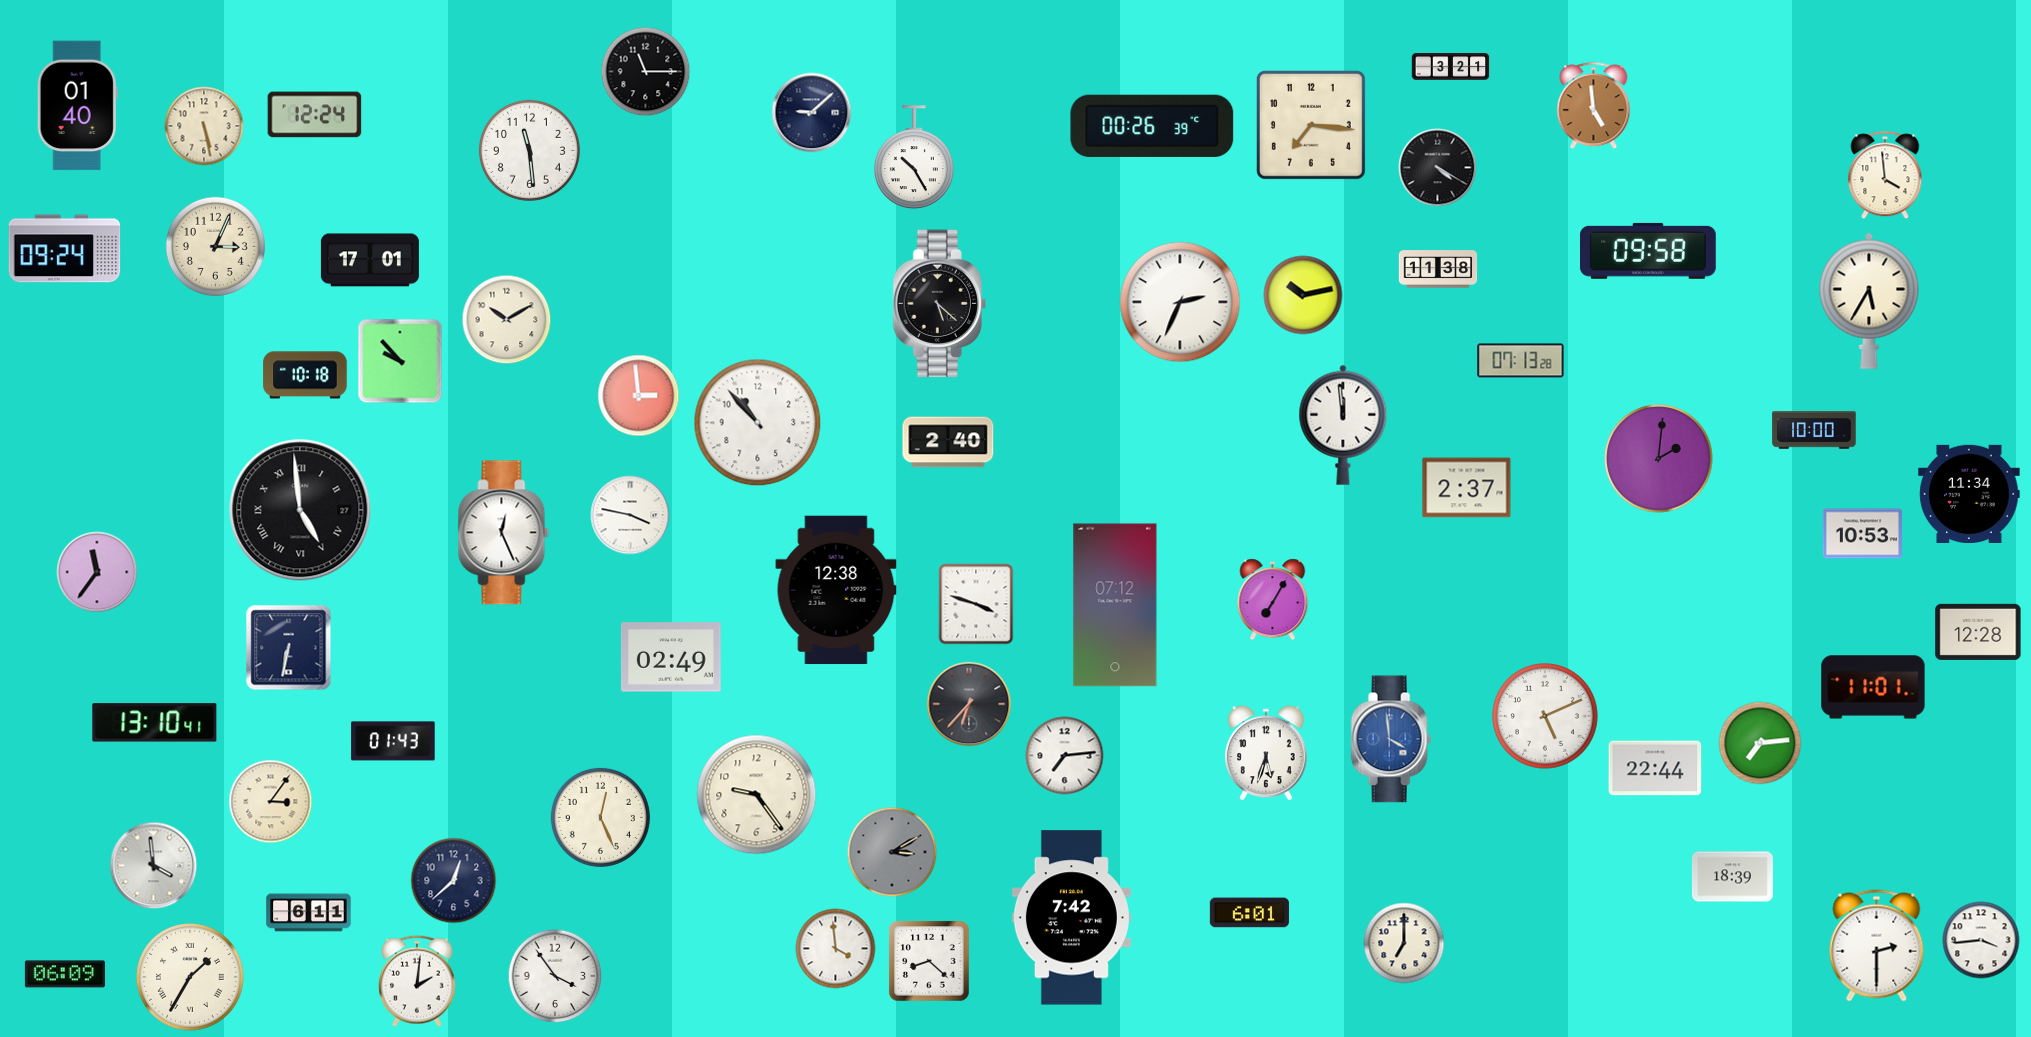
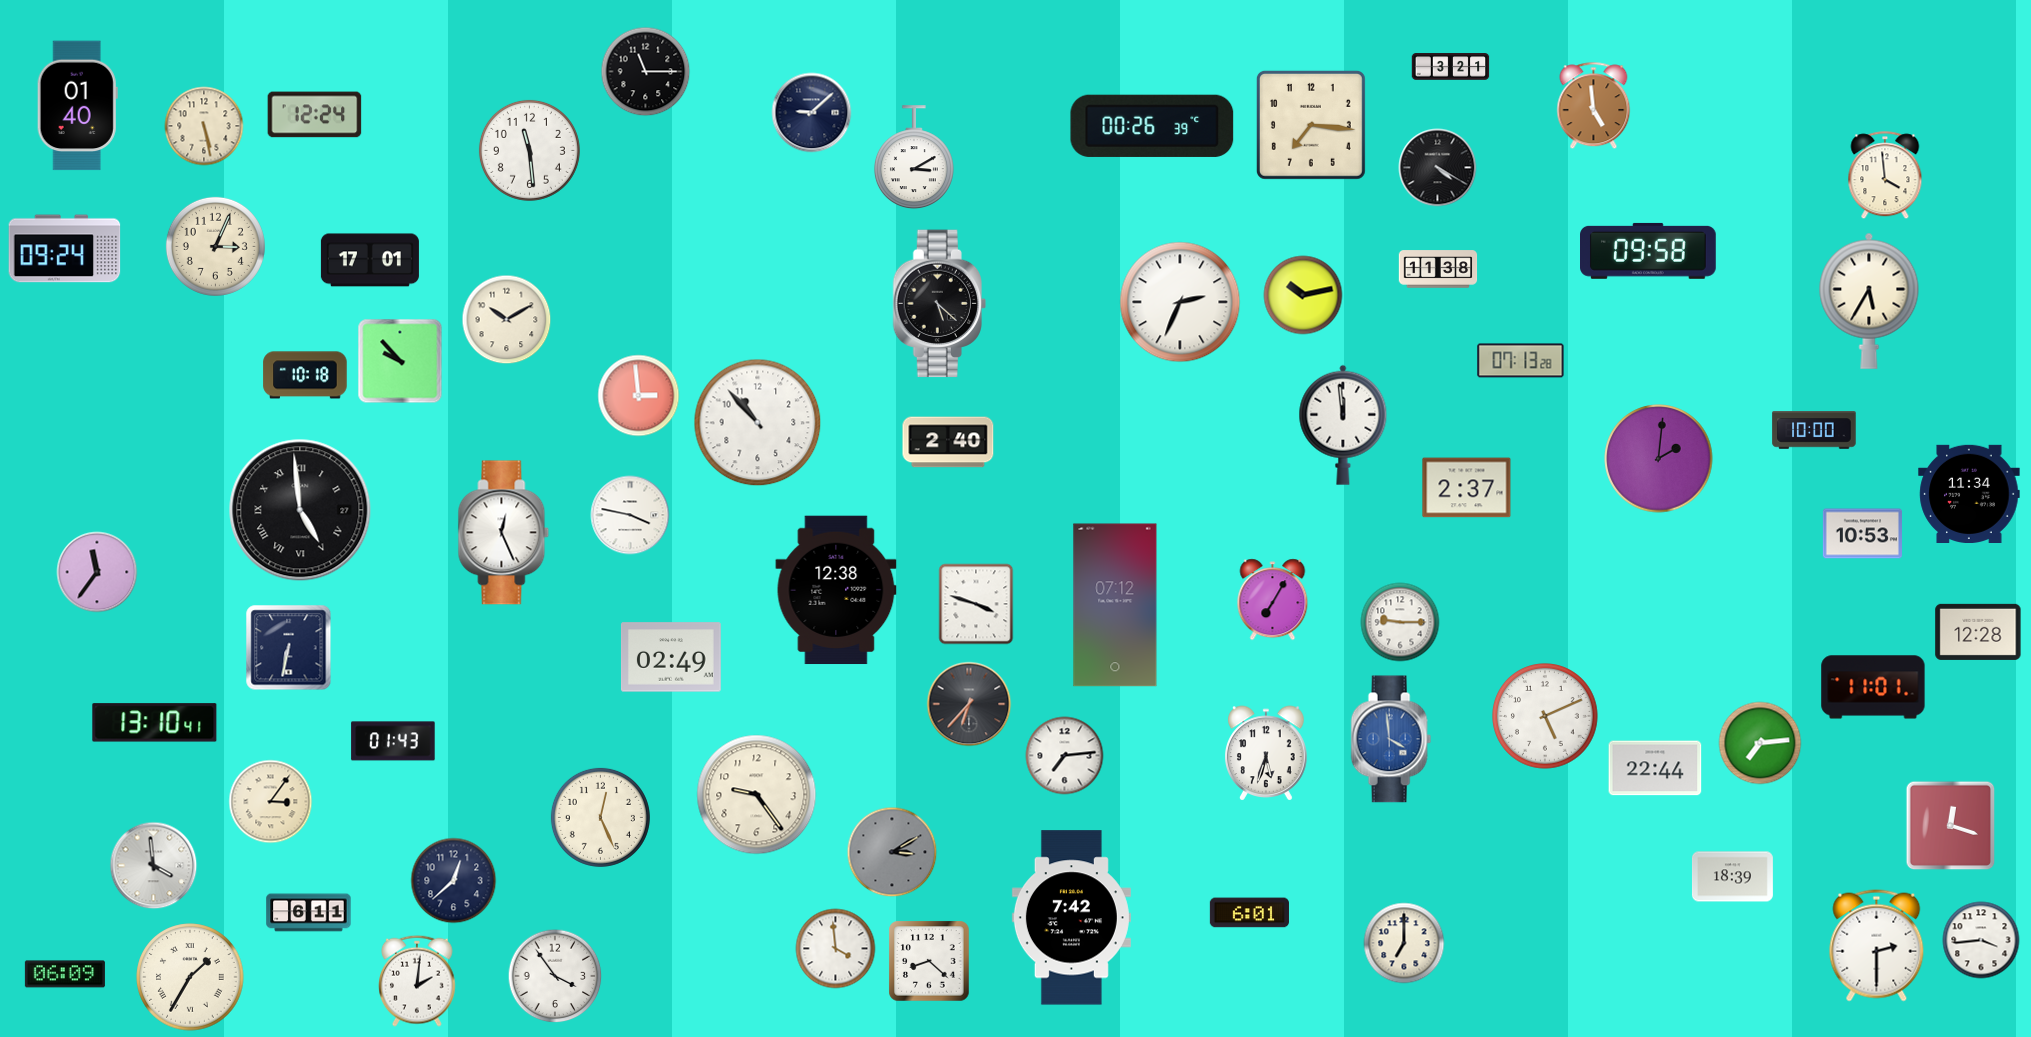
clock at (914, 158): 10:25 -> 3:10
clock at (1400, 622): none -> 9:15
clock at (1951, 826): none -> 12:18
